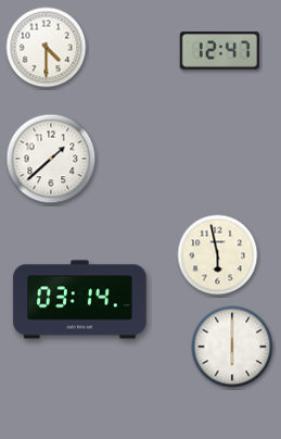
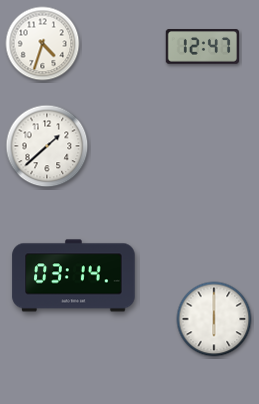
clock at (47, 48): 4:30 -> 4:33
clock at (218, 255): 5:58 -> none
